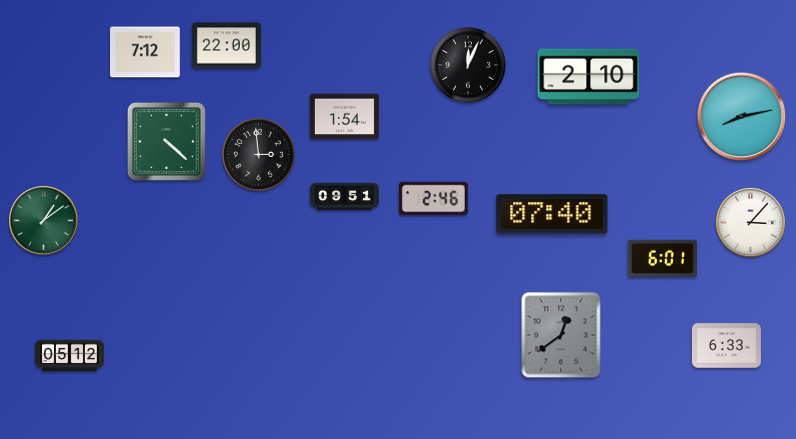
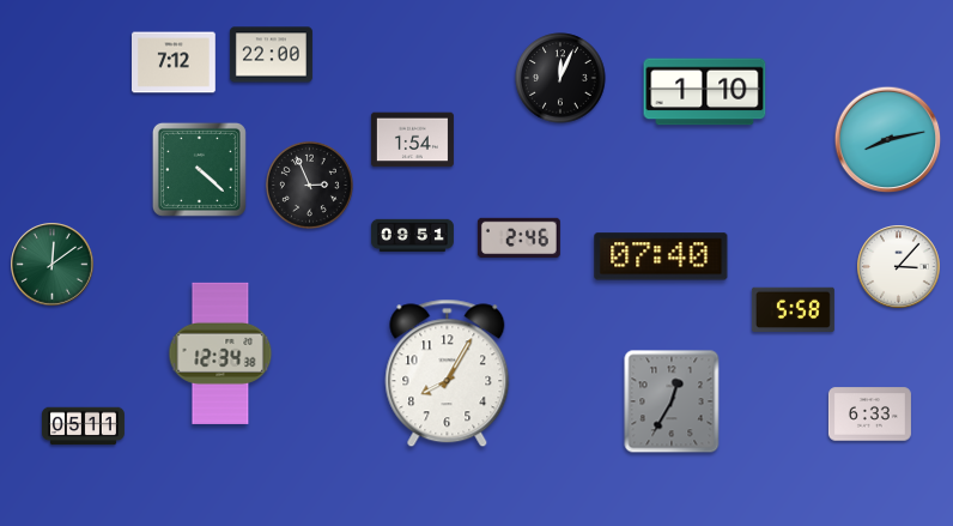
clock at (589, 77): 2:10 -> 1:10
clock at (258, 154): 2:59 -> 2:56
clock at (44, 221): 1:09 -> 12:09
clock at (662, 259): 6:01 -> 5:58
clock at (220, 353): none -> 12:34
clock at (448, 374): none -> 8:05
clock at (561, 335): 12:39 -> 12:35
clock at (69, 356): 05:12 -> 05:11
